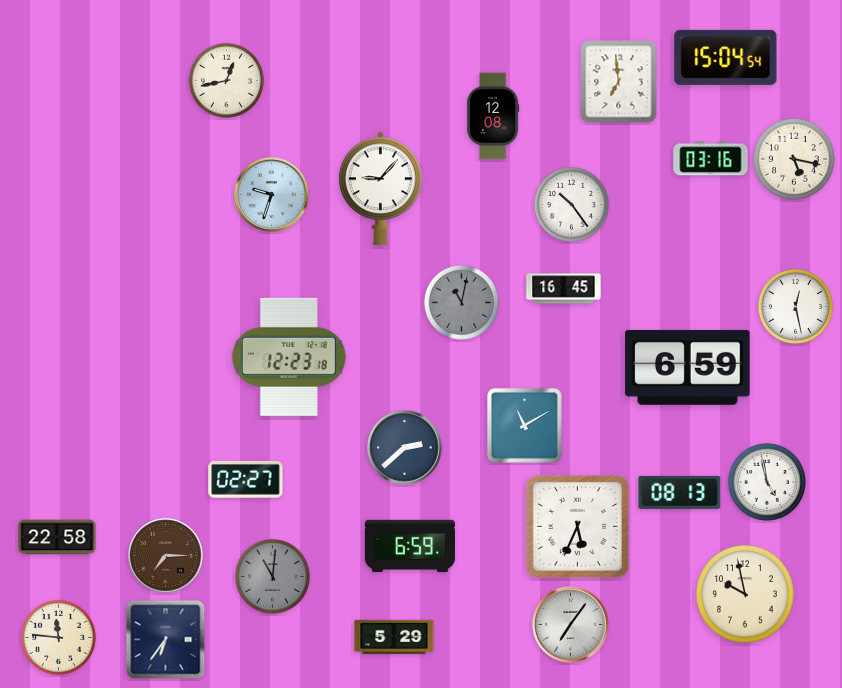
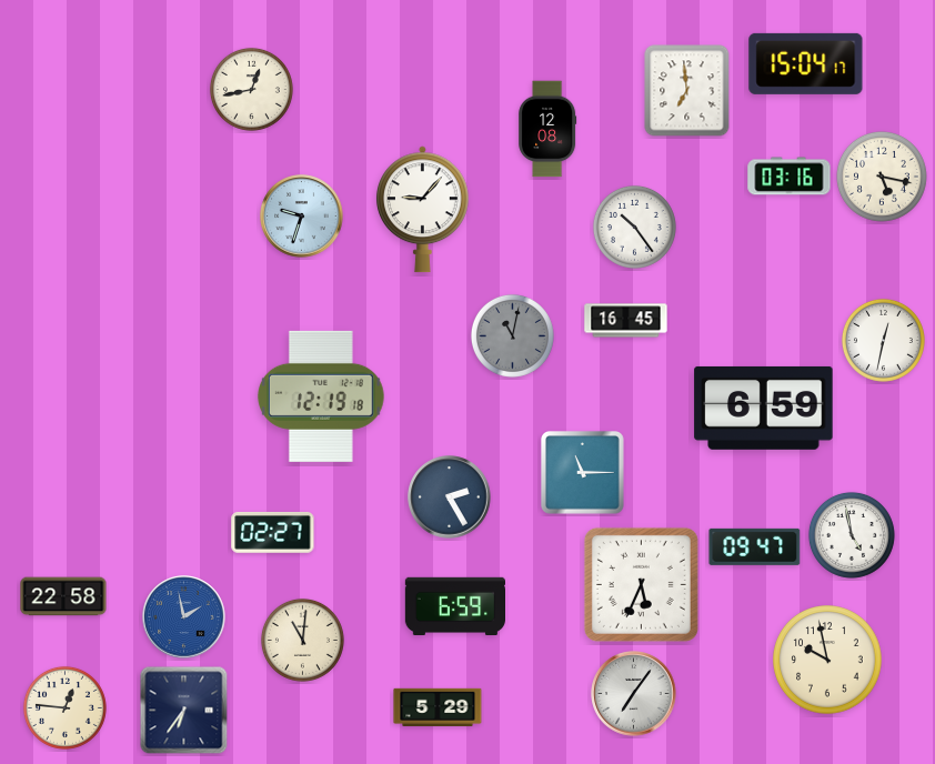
clock at (726, 57): 15:04:54 -> 15:04:17
clock at (795, 306): 12:28 -> 12:32
clock at (289, 357): 12:23 -> 12:19
clock at (525, 426): 11:10 -> 11:15
clock at (405, 448): 2:38 -> 2:25
clock at (680, 492): 08:13 -> 09:47
clock at (166, 556): 7:15 -> 1:58
clock at (166, 556) dial: brown -> blue
clock at (272, 576) dial: grey -> cream
clock at (58, 637): 11:46 -> 12:46
